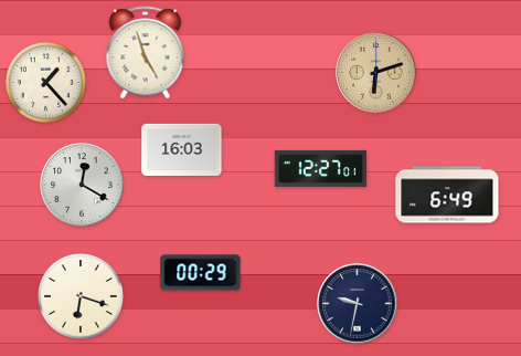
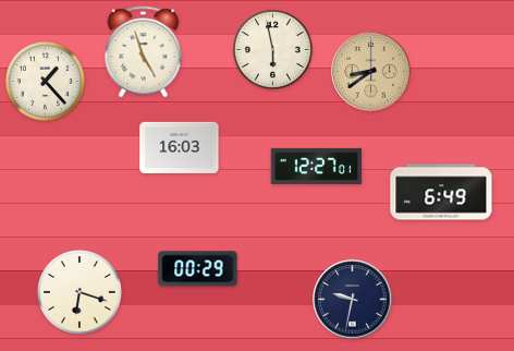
clock at (272, 49): none -> 5:58
clock at (376, 73): 6:12 -> 8:39
clock at (82, 185): 12:20 -> none
